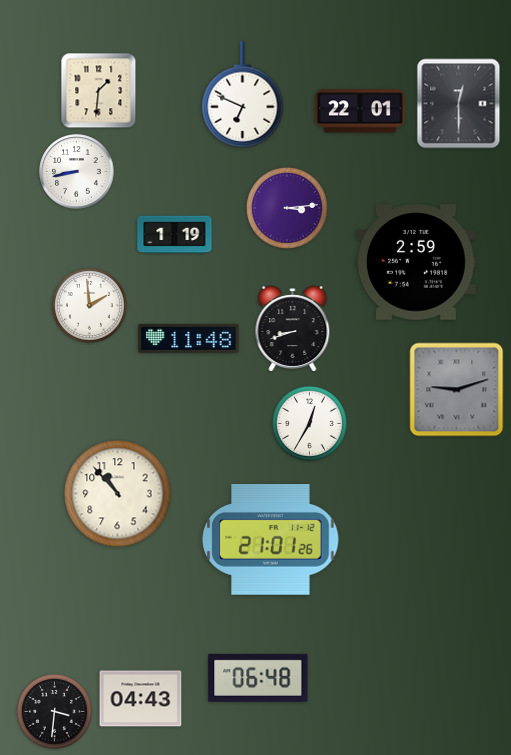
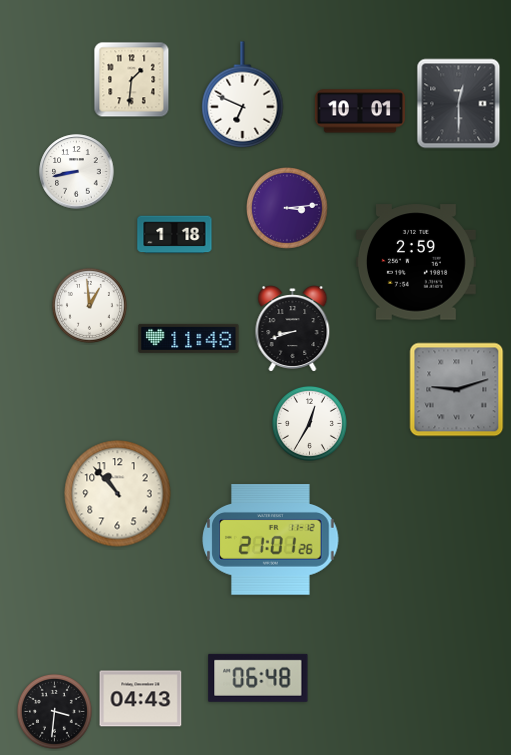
clock at (99, 91) position: (99, 91) -> (132, 80)
clock at (360, 111): 22:01 -> 10:01
clock at (175, 235): 1:19 -> 1:18
clock at (89, 305): 1:59 -> 12:59
